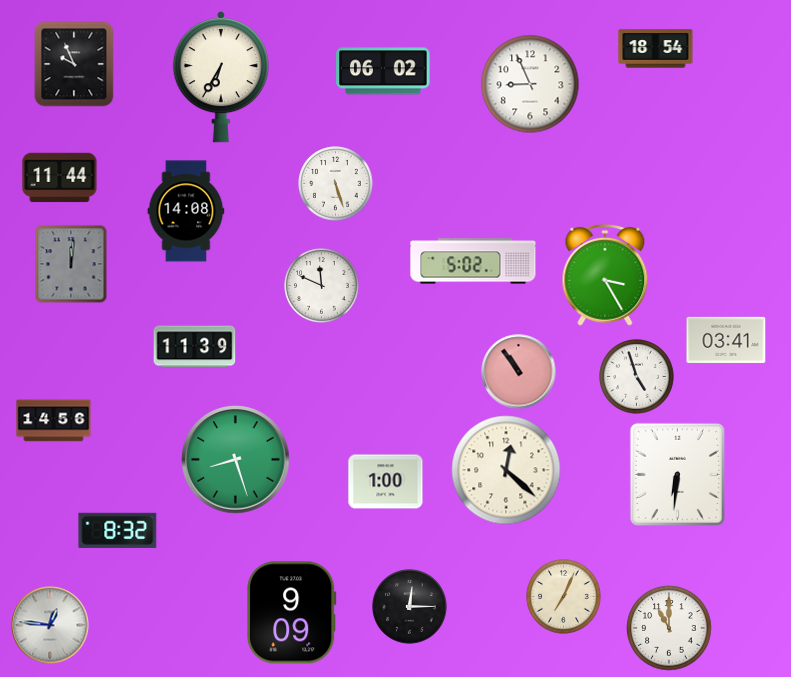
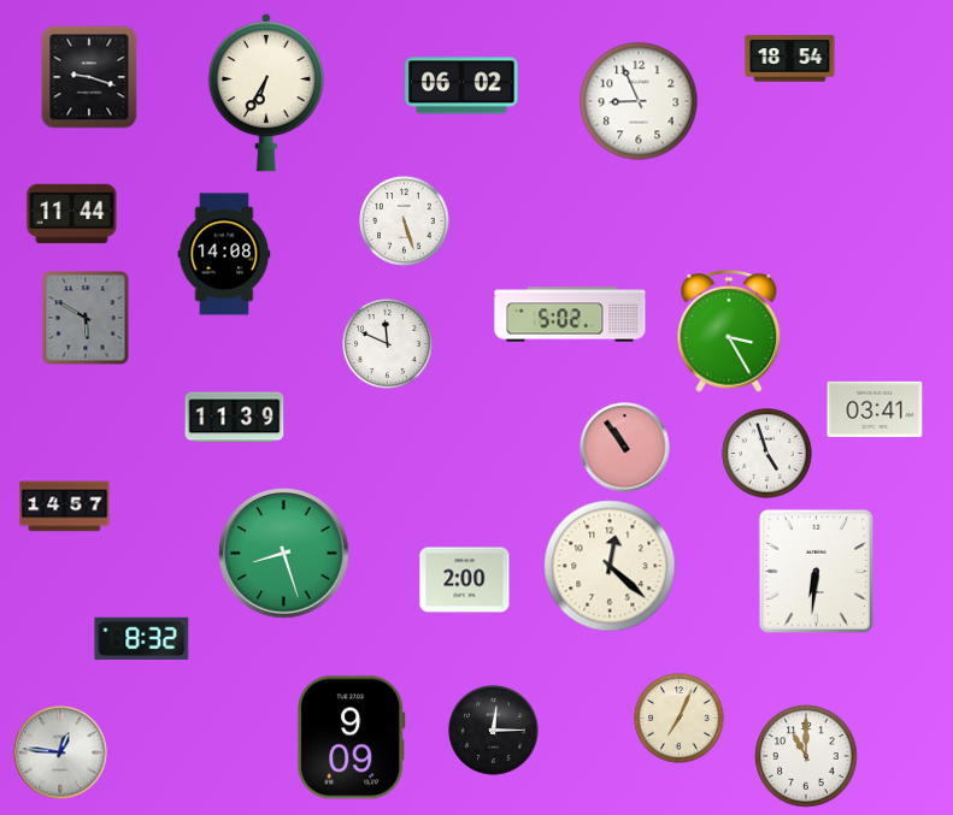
clock at (74, 64): 9:56 -> 9:18
clock at (71, 264): 12:01 -> 5:50
clock at (54, 421): 14:56 -> 14:57
clock at (386, 482): 1:00 -> 2:00
